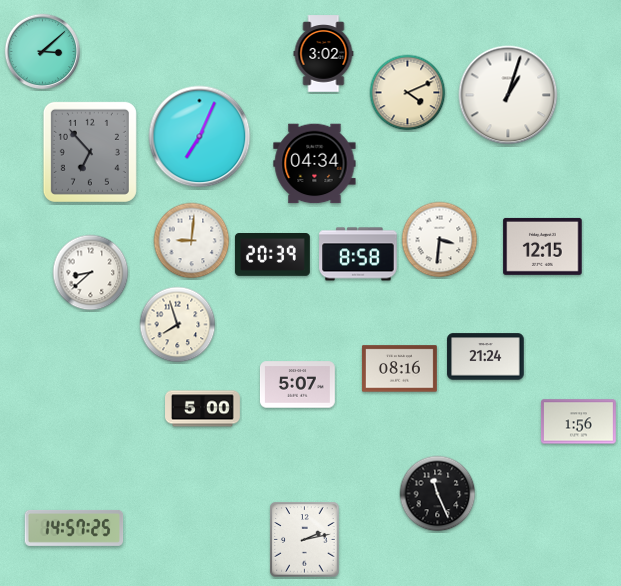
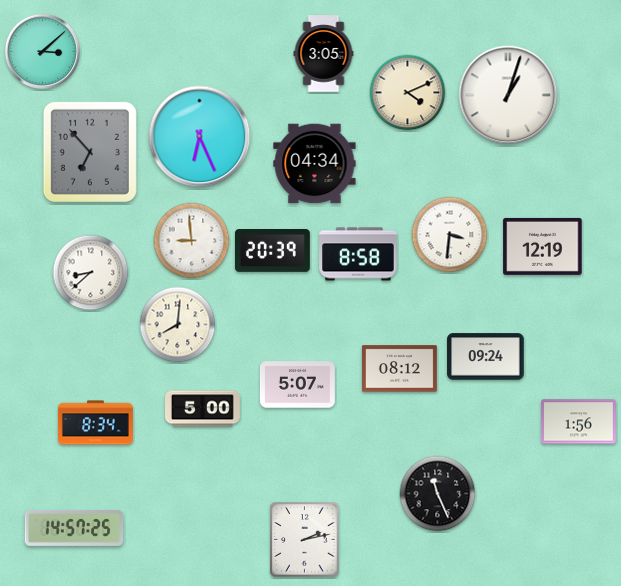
clock at (324, 54): 3:02 -> 3:05
clock at (200, 137): 7:04 -> 6:26
clock at (440, 240) position: (440, 240) -> (450, 235)
clock at (192, 241): 9:01 -> 8:59
clock at (543, 246): 12:15 -> 12:19
clock at (272, 255) position: (272, 255) -> (272, 251)
clock at (178, 325): 7:57 -> 8:01
clock at (486, 357): 21:24 -> 09:24
clock at (399, 369): 08:16 -> 08:12
clock at (95, 423): none -> 8:34
